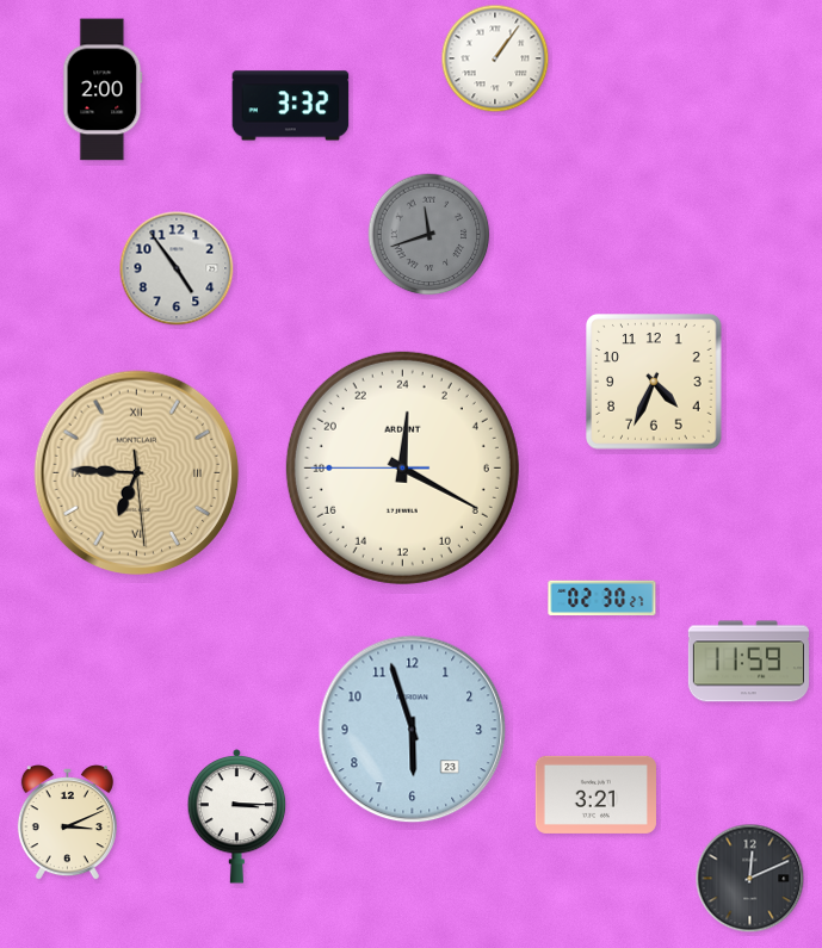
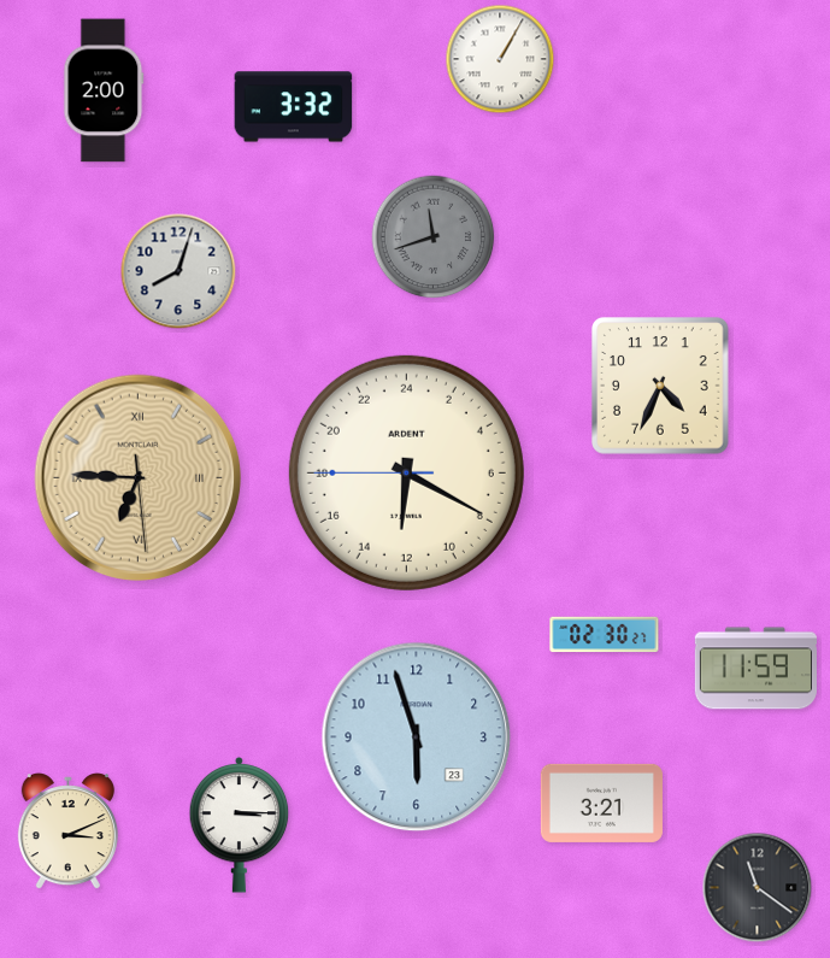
clock at (495, 58): 1:06 -> 1:05
clock at (177, 268): 4:54 -> 8:03
clock at (402, 467): 0:19 -> 12:19
clock at (602, 599) position: (602, 599) -> (605, 635)
clock at (750, 879): 12:11 -> 11:21
